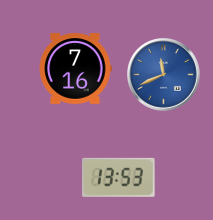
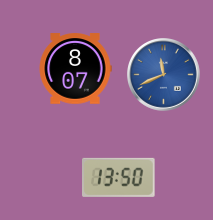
clock at (75, 69): 7:16 -> 8:07
clock at (119, 177): 13:53 -> 13:50
